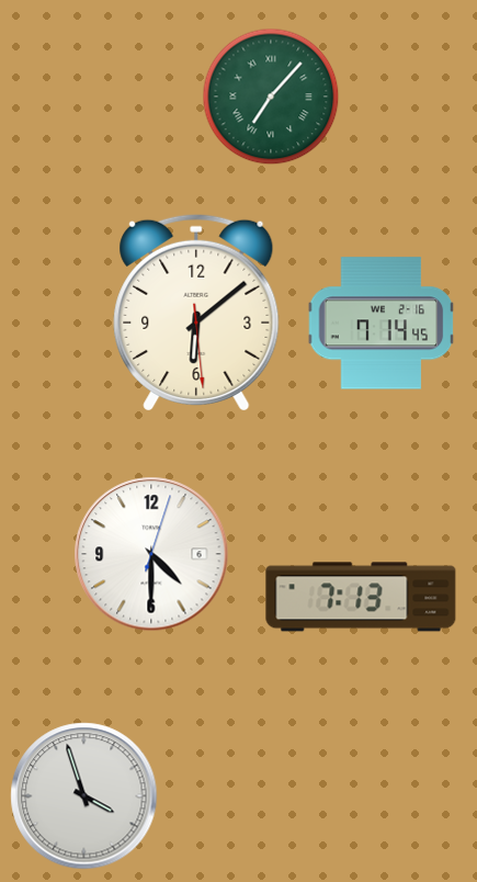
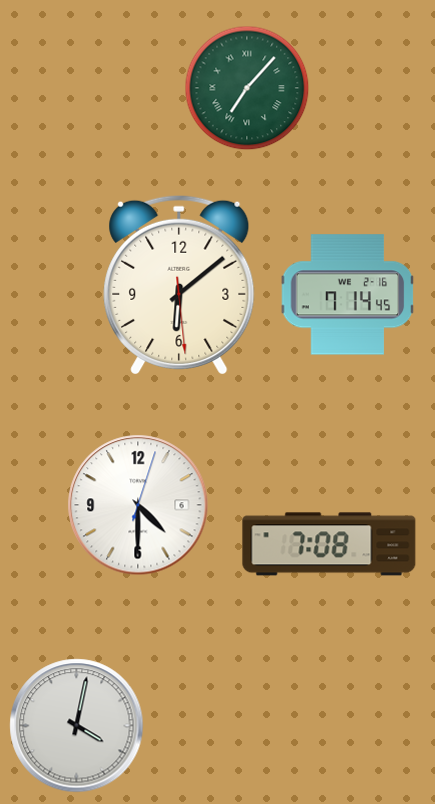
clock at (361, 597): 7:13 -> 7:08
clock at (84, 796): 3:57 -> 4:02
